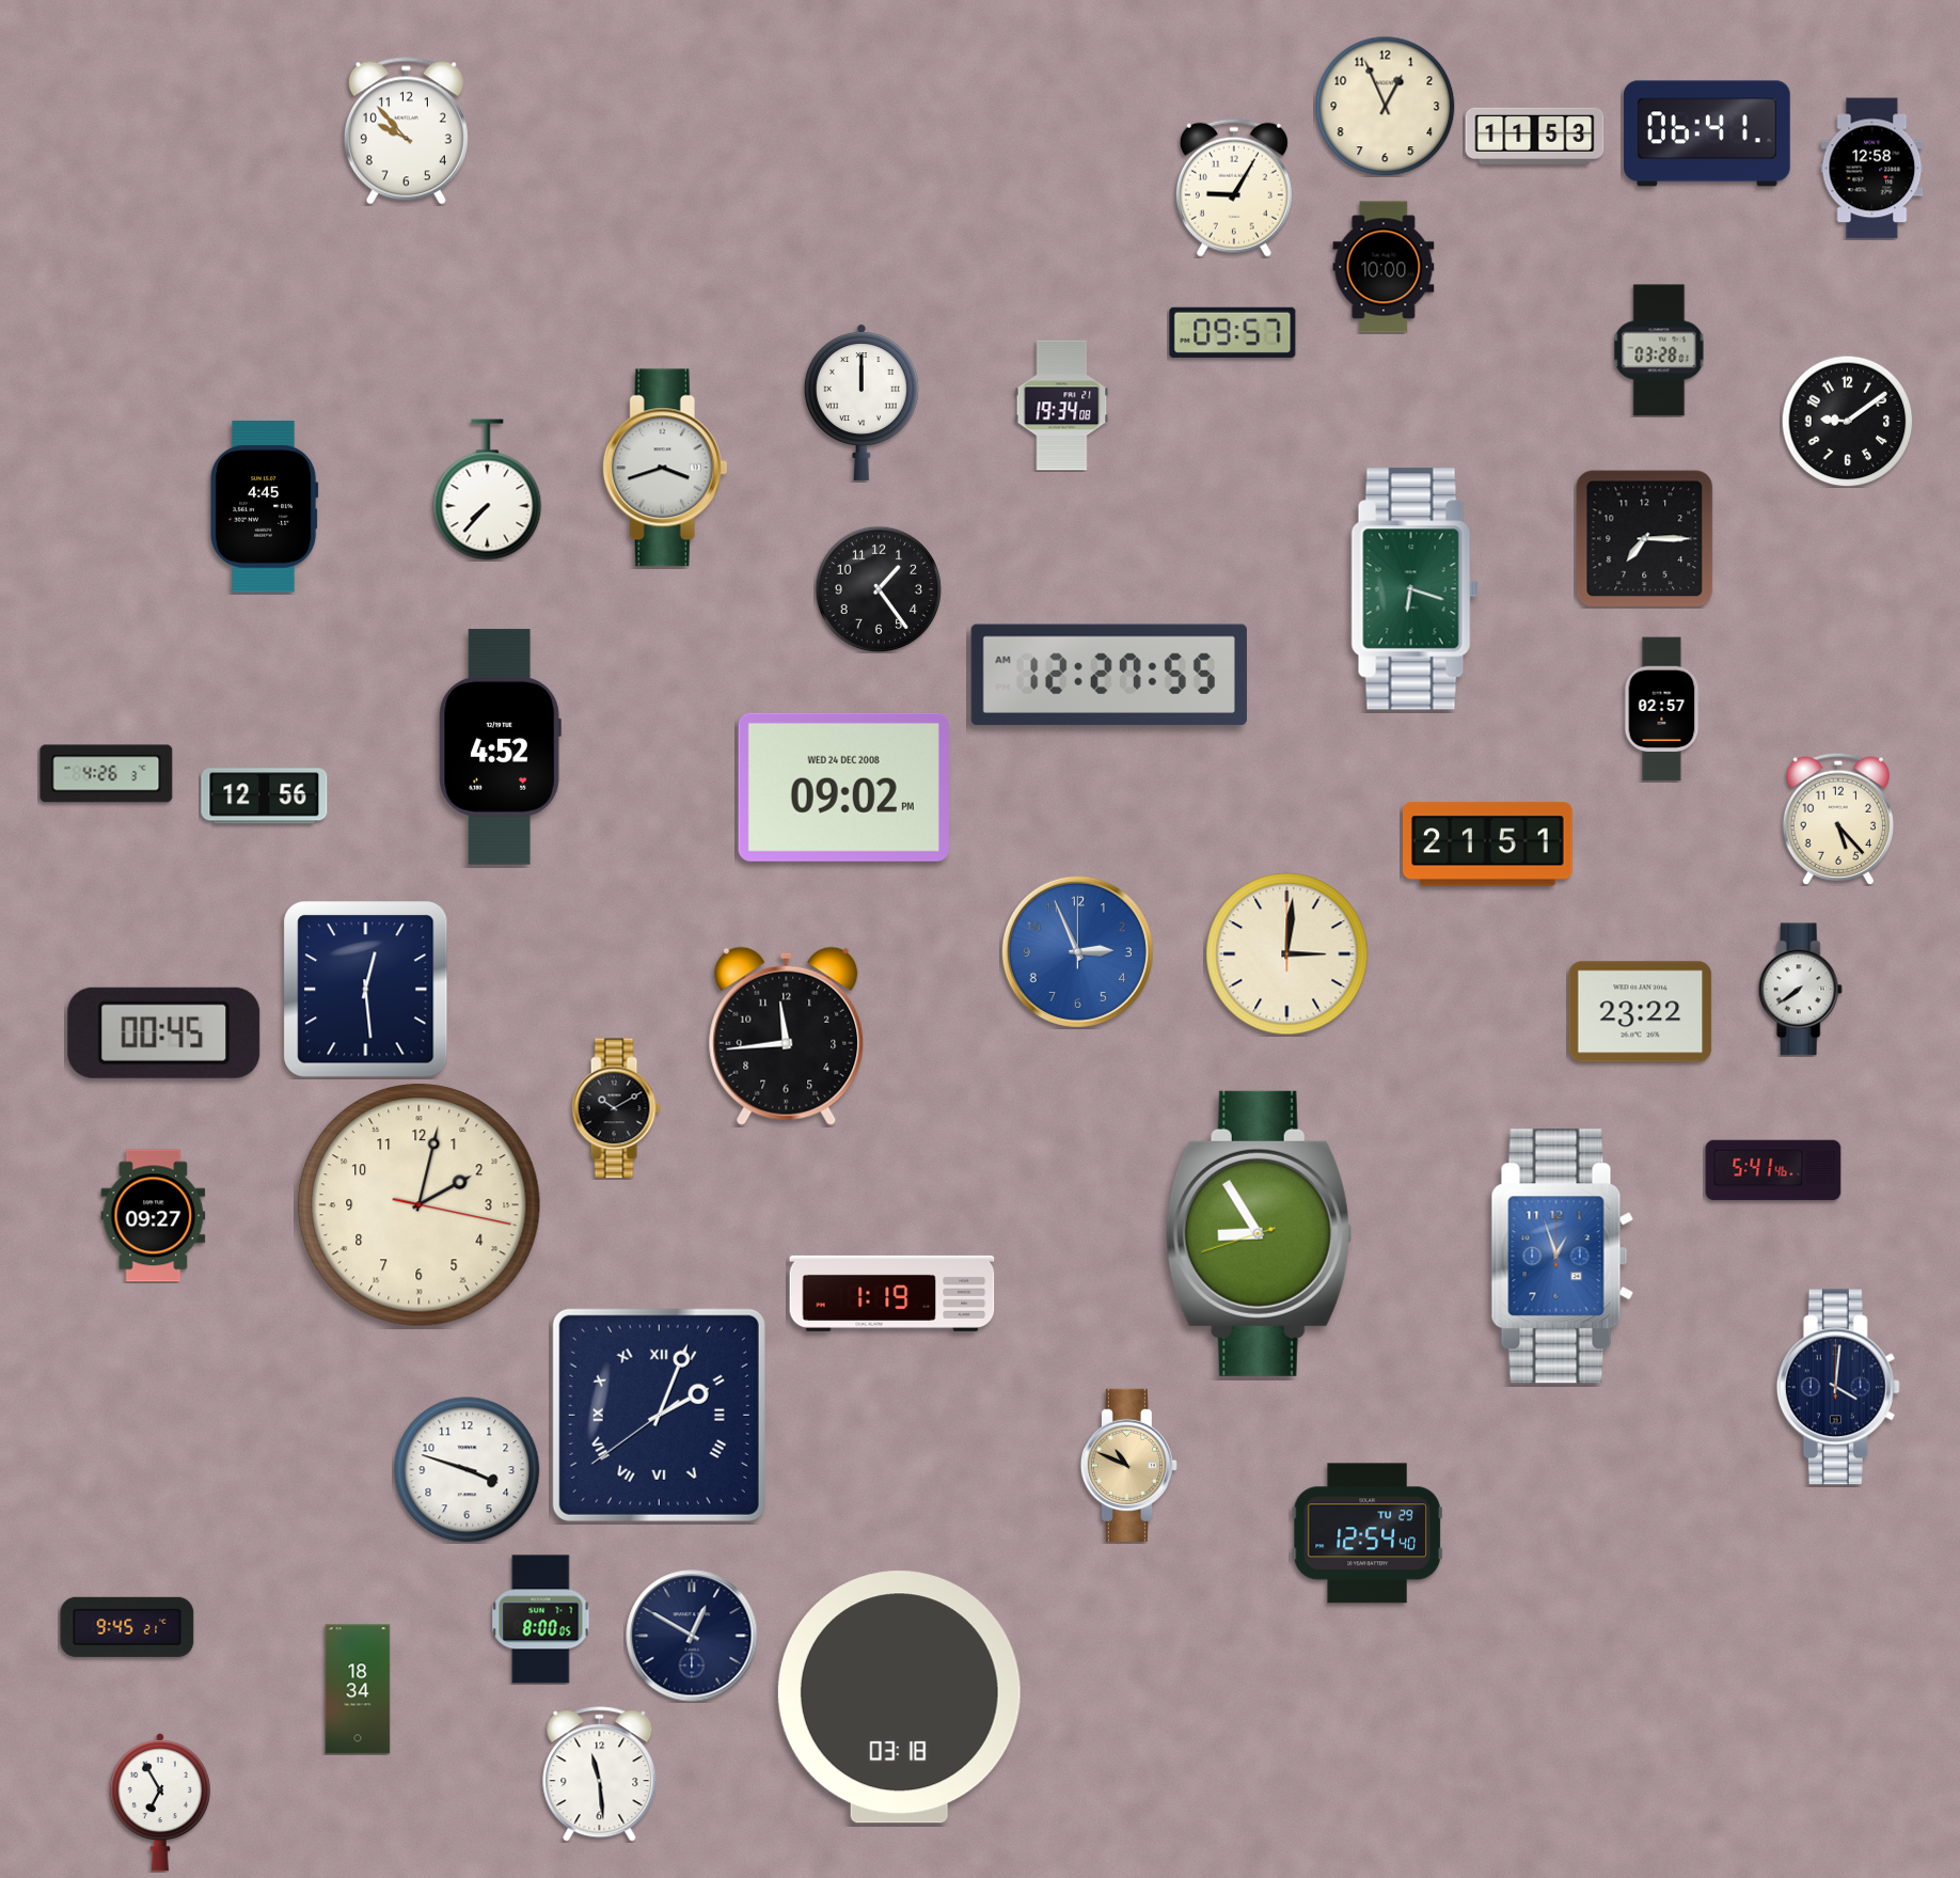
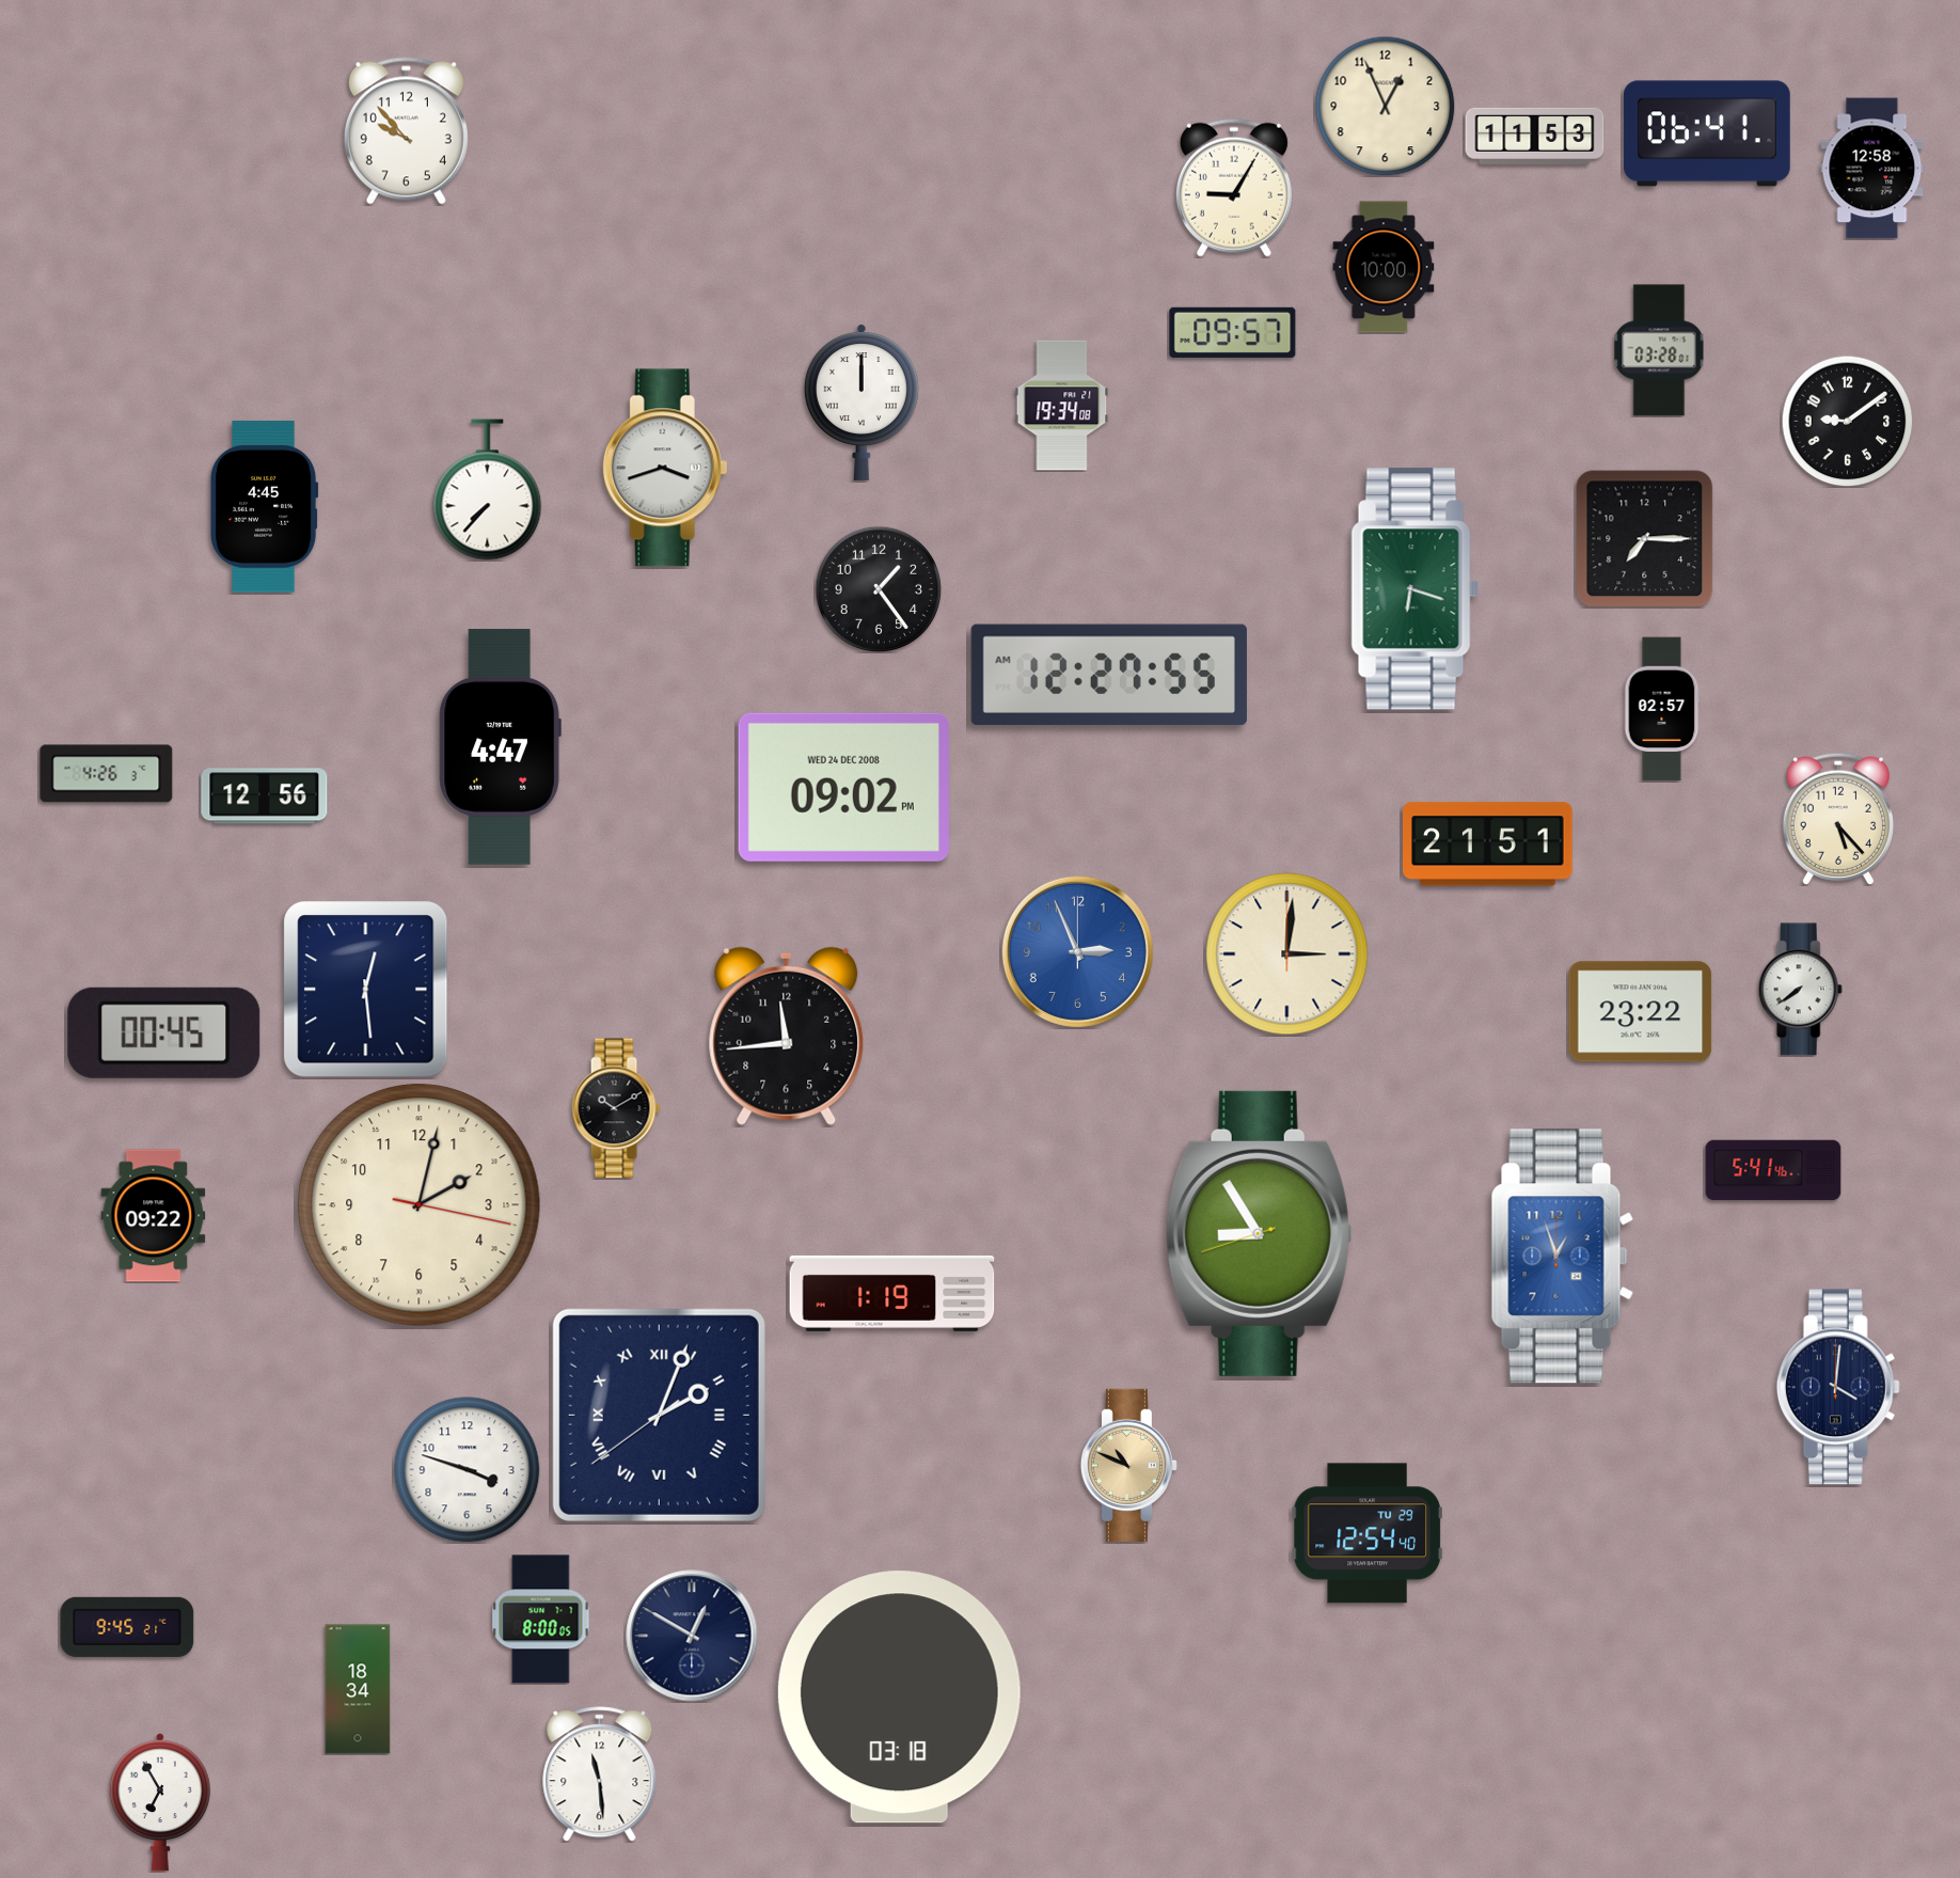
clock at (500, 747): 4:52 -> 4:47
clock at (154, 1216): 09:27 -> 09:22
